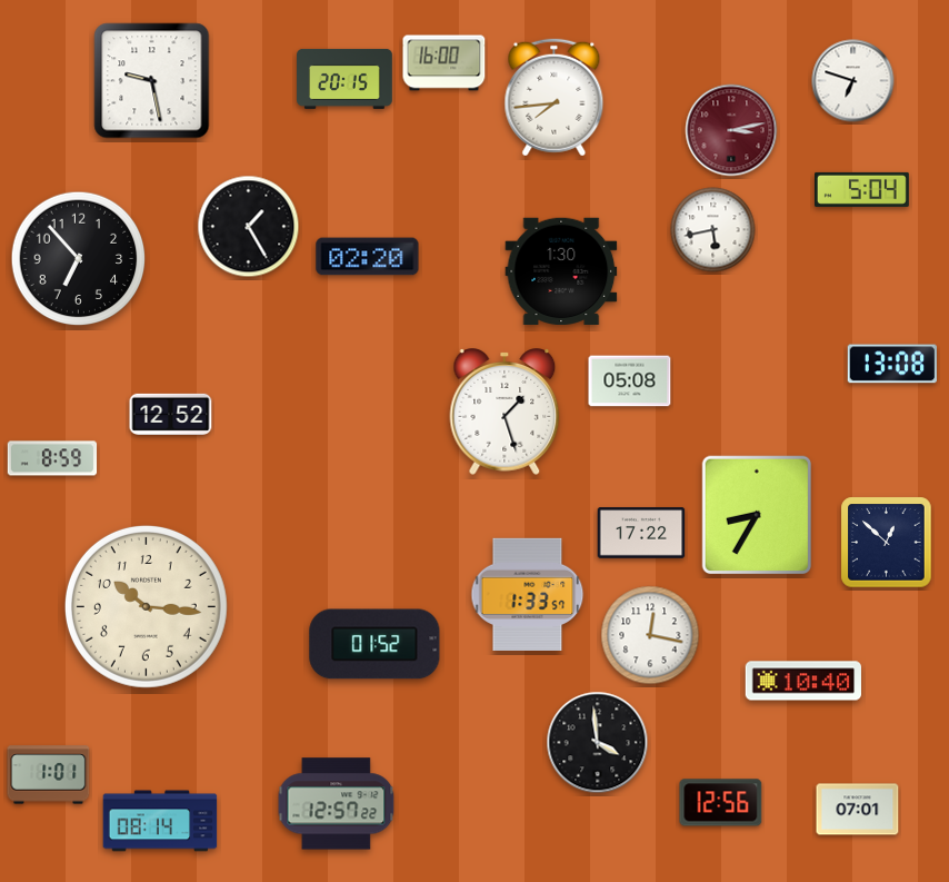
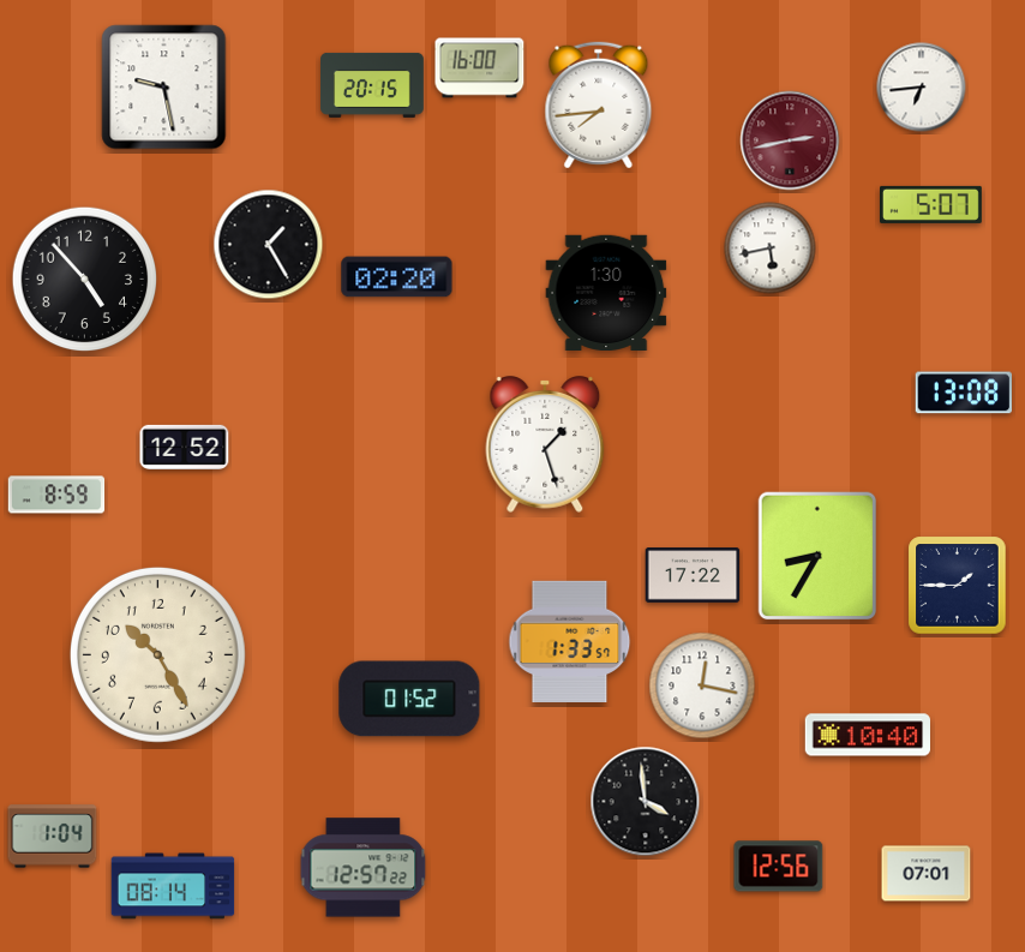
clock at (853, 81): 6:48 -> 6:44
clock at (731, 130): 3:13 -> 2:43
clock at (862, 189): 5:04 -> 5:07
clock at (79, 259): 6:53 -> 4:53
clock at (630, 381): 05:08 -> none
clock at (887, 543): 12:52 -> 1:45
clock at (146, 606): 10:16 -> 10:25
clock at (374, 644) position: (374, 644) -> (409, 699)
clock at (49, 775): 1:01 -> 1:04
